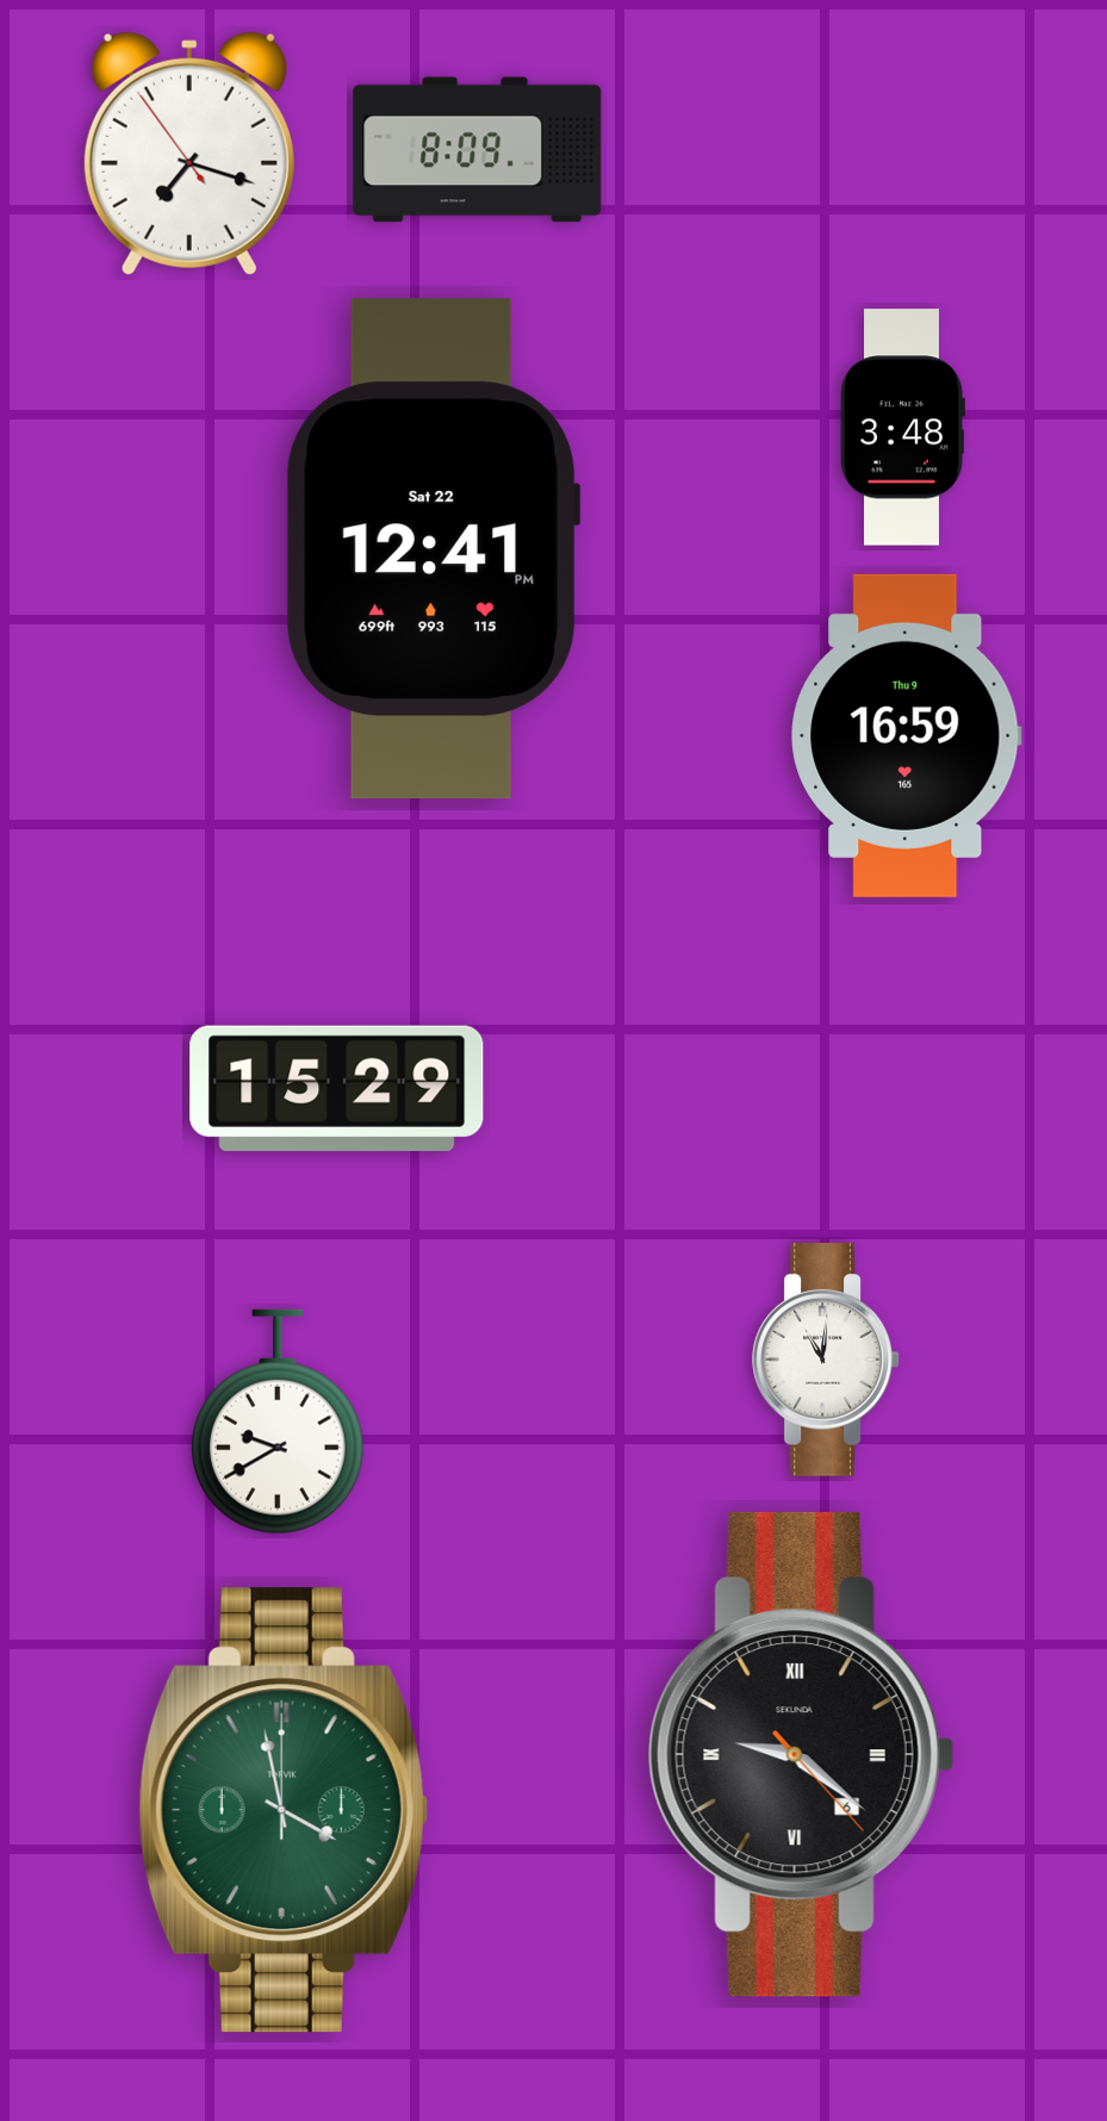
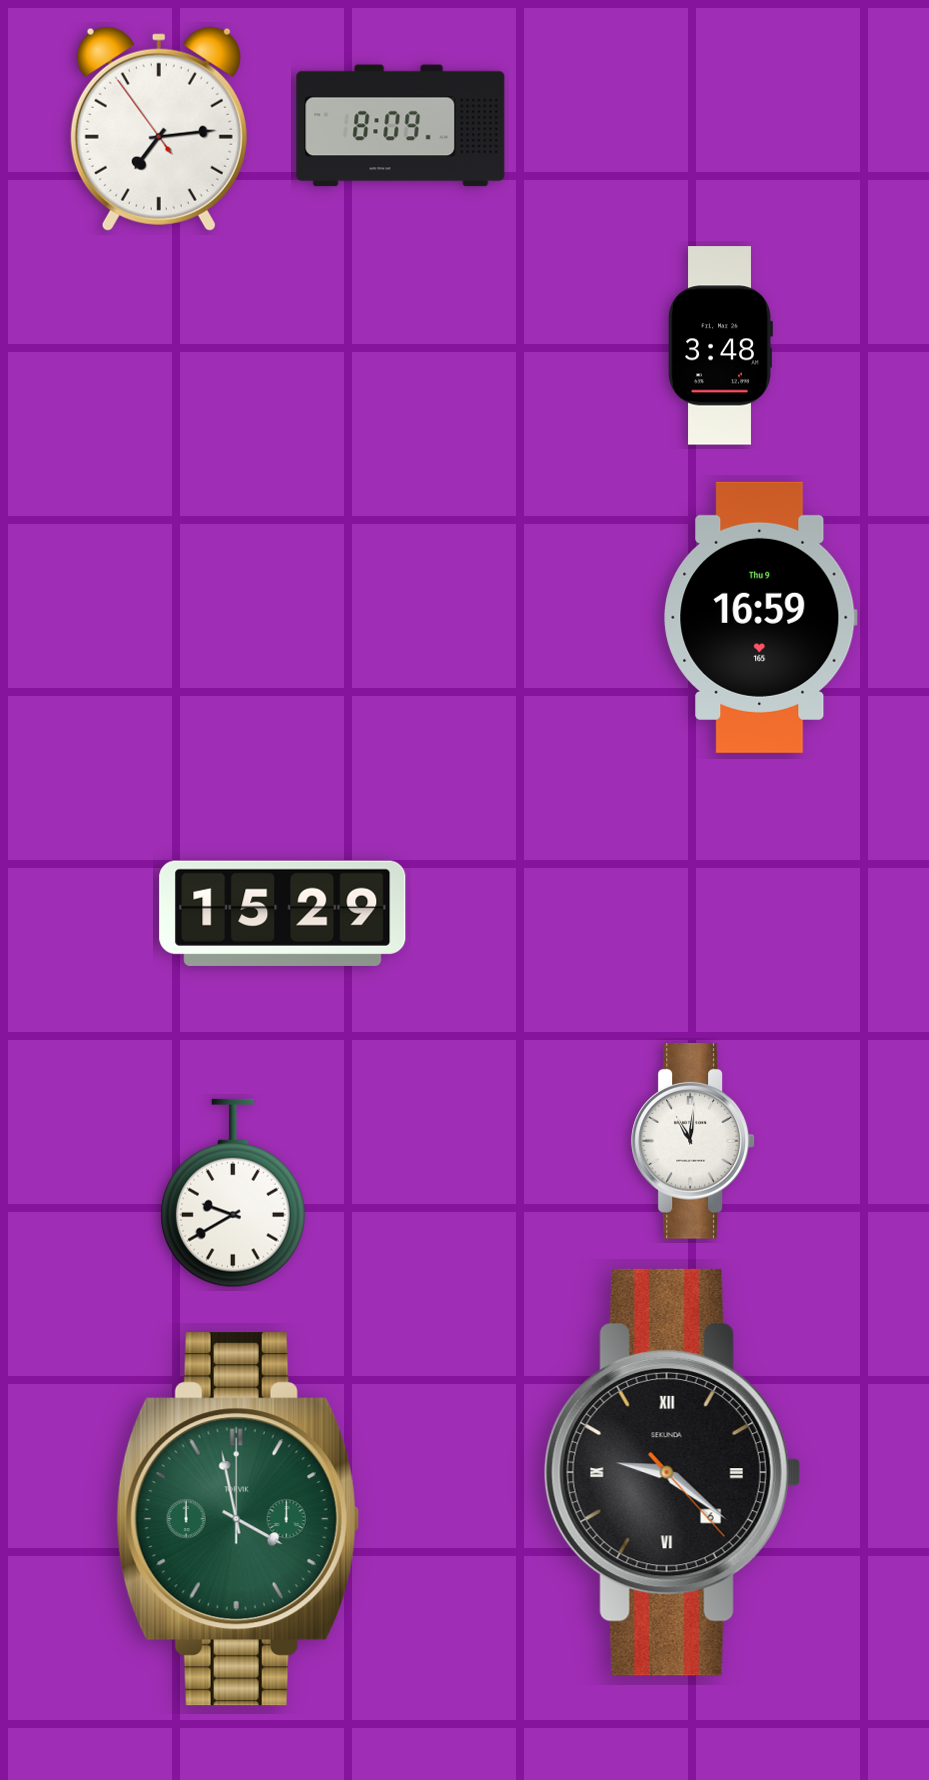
clock at (189, 154): 7:17 -> 7:13
clock at (902, 428) position: (902, 428) -> (720, 346)
clock at (433, 549): 12:41 -> none
